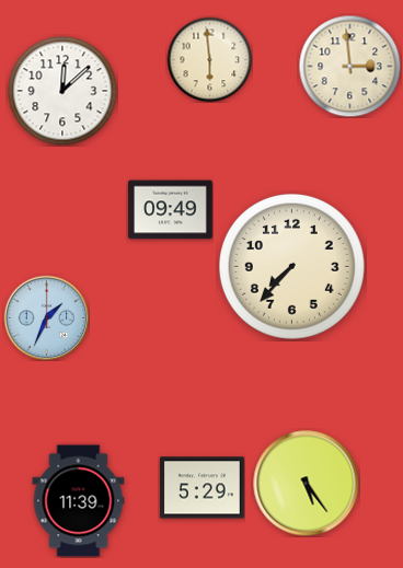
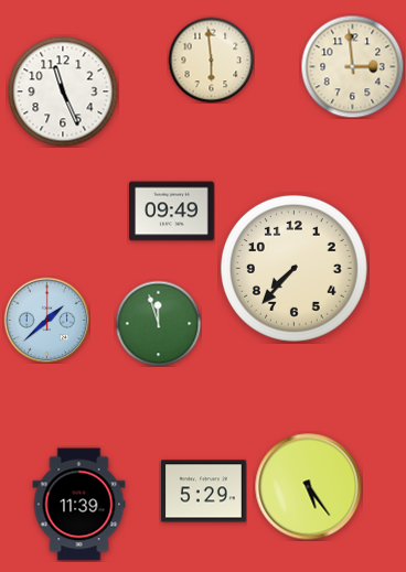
clock at (62, 91): 12:08 -> 11:26
clock at (46, 317): 1:34 -> 1:38
clock at (158, 323): none -> 11:57
